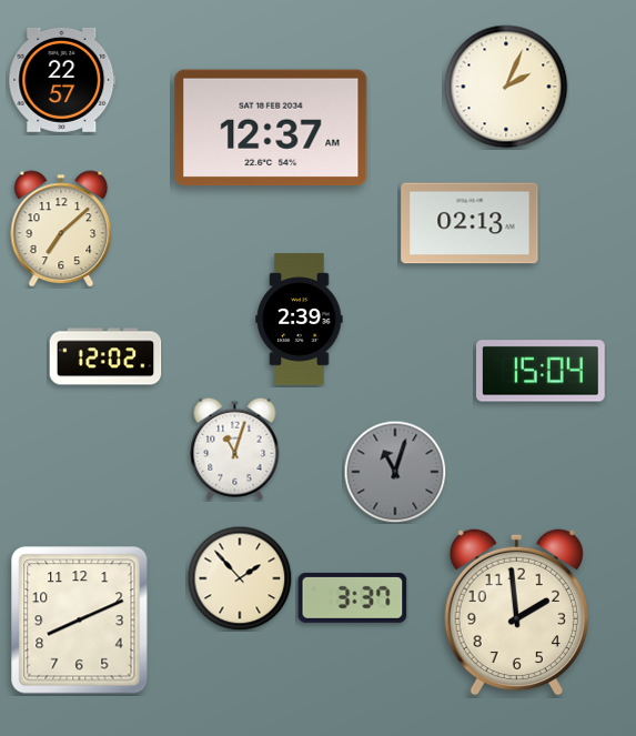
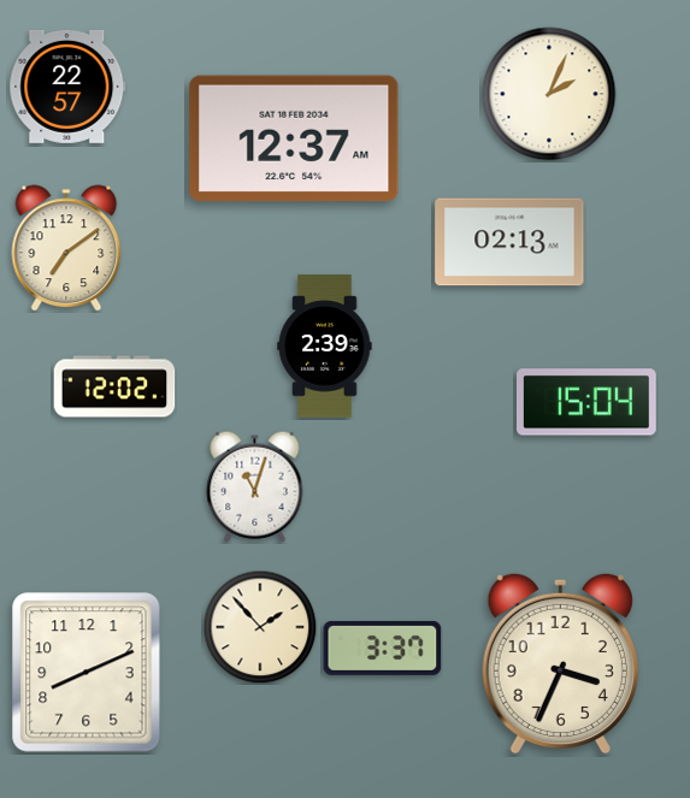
clock at (61, 229): 7:08 -> 7:09
clock at (395, 472): 11:03 -> none
clock at (516, 612): 1:59 -> 3:34
